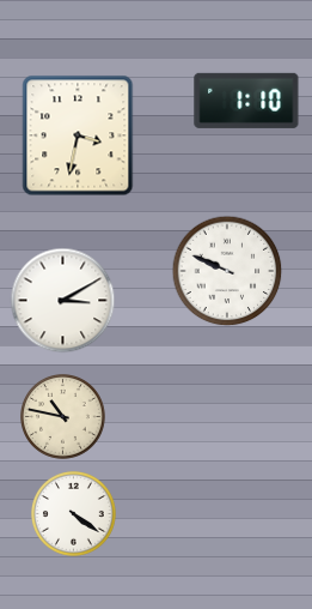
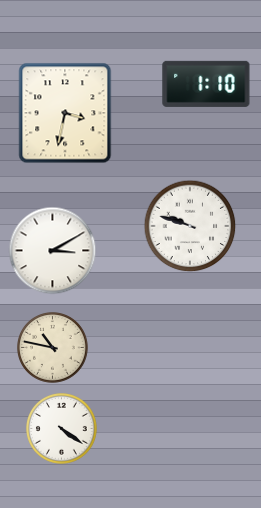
clock at (227, 271): 9:49 -> 9:48
